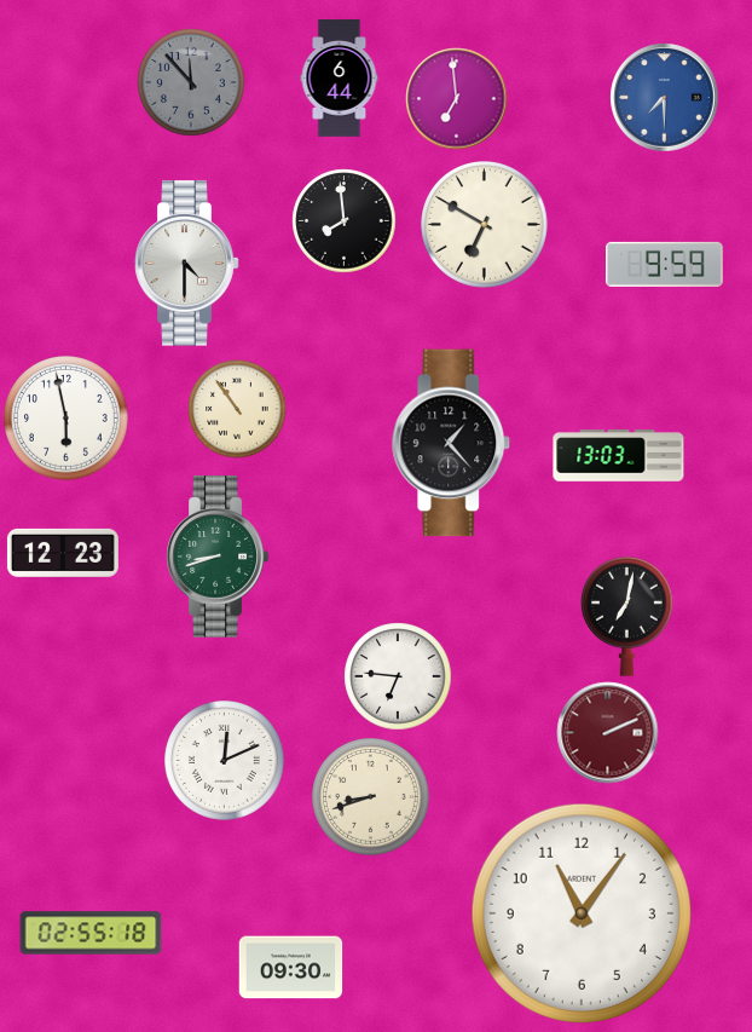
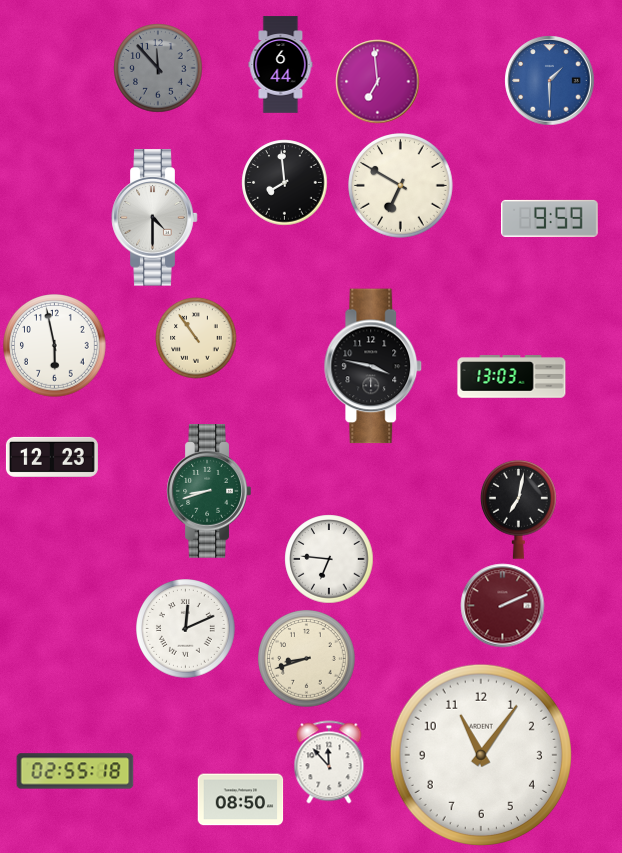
clock at (665, 98): 7:30 -> 1:30
clock at (451, 443): 1:23 -> 3:47
clock at (218, 557) position: (218, 557) -> (209, 491)
clock at (329, 762): none -> 11:53
clock at (291, 968): 09:30 -> 08:50
